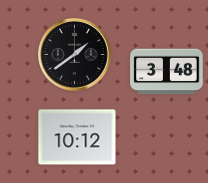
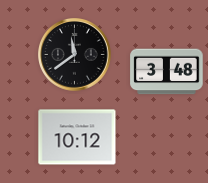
clock at (75, 55): 1:39 -> 11:39
